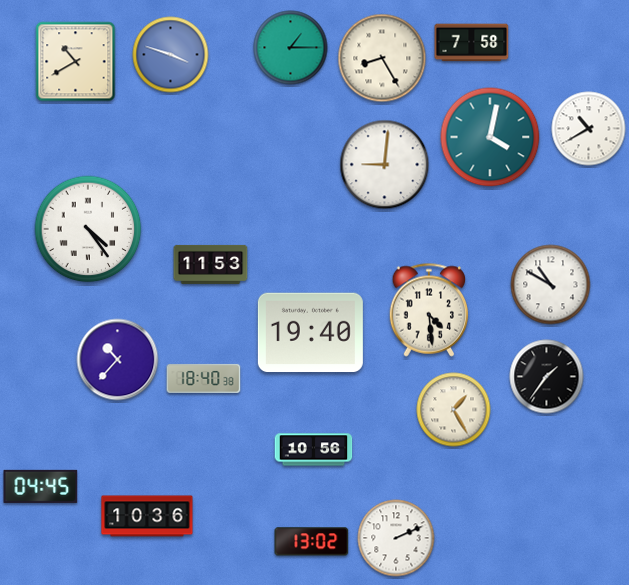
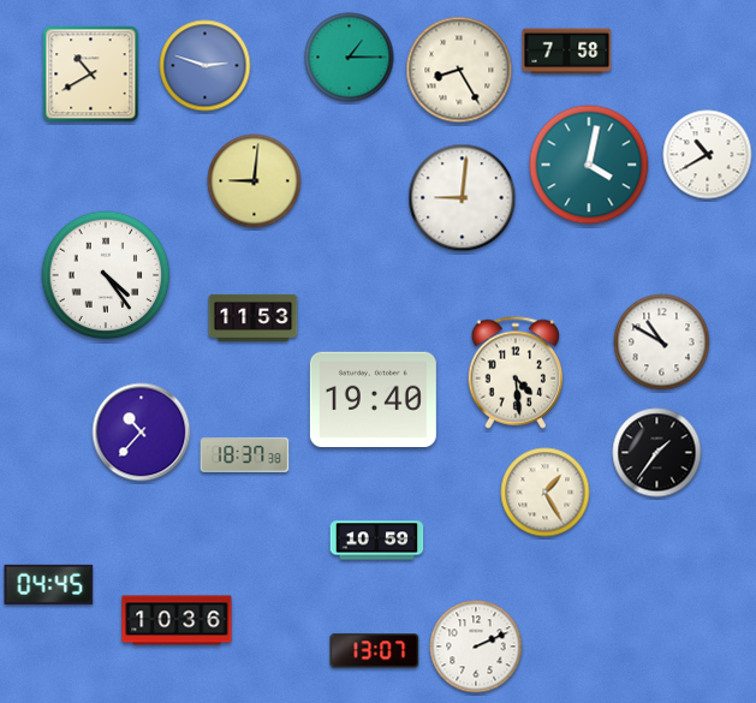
clock at (171, 55): 3:48 -> 2:48
clock at (255, 181): none -> 9:01
clock at (204, 378): 18:40 -> 18:37
clock at (314, 450): 10:56 -> 10:59
clock at (312, 542): 13:02 -> 13:07
